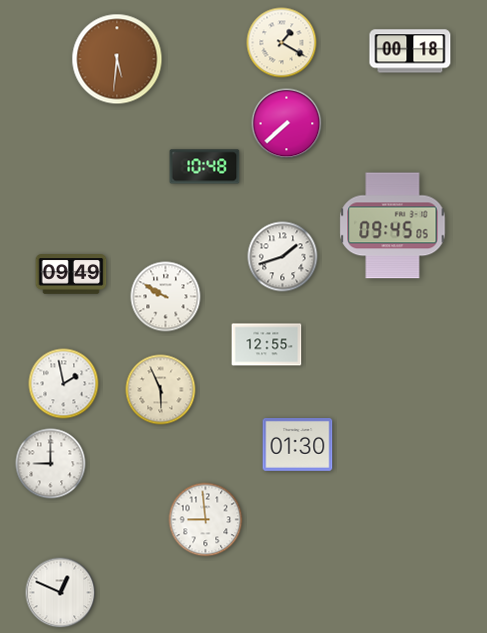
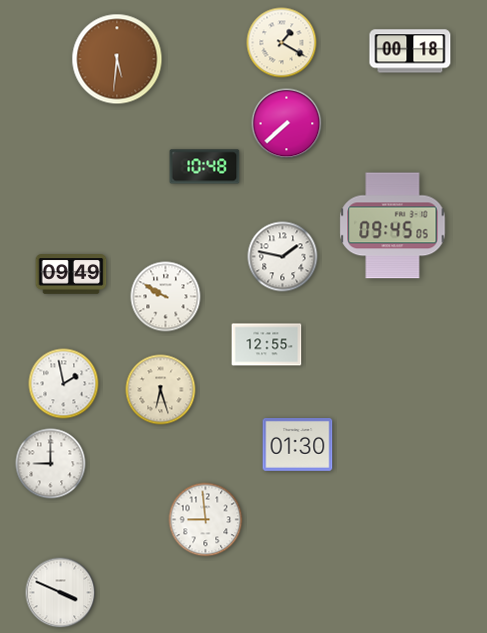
clock at (283, 257): 1:42 -> 1:47
clock at (161, 390): 5:56 -> 6:27
clock at (61, 593): 12:49 -> 3:49
